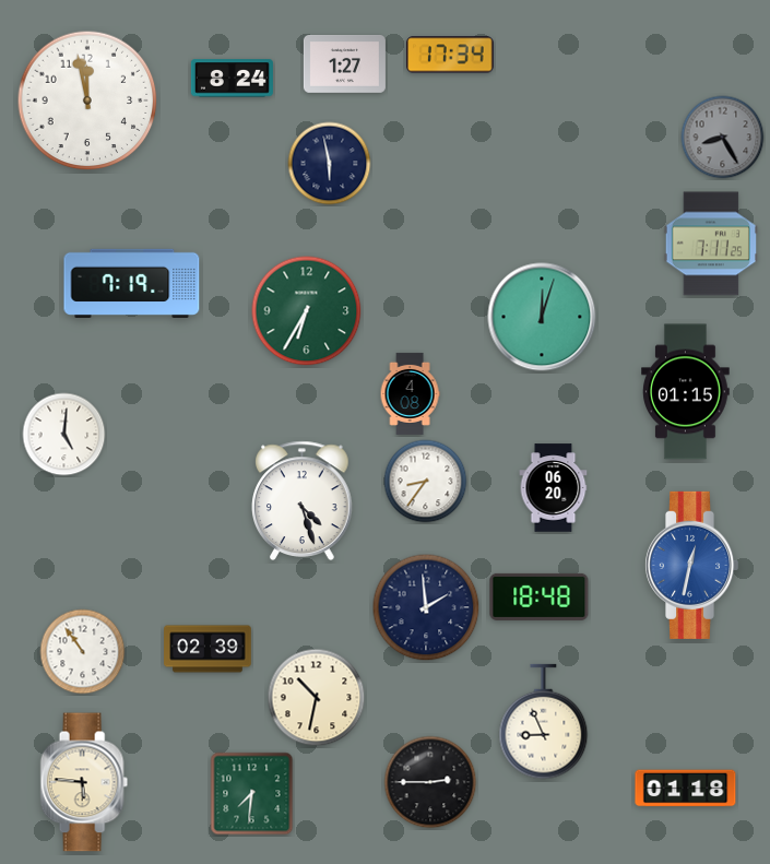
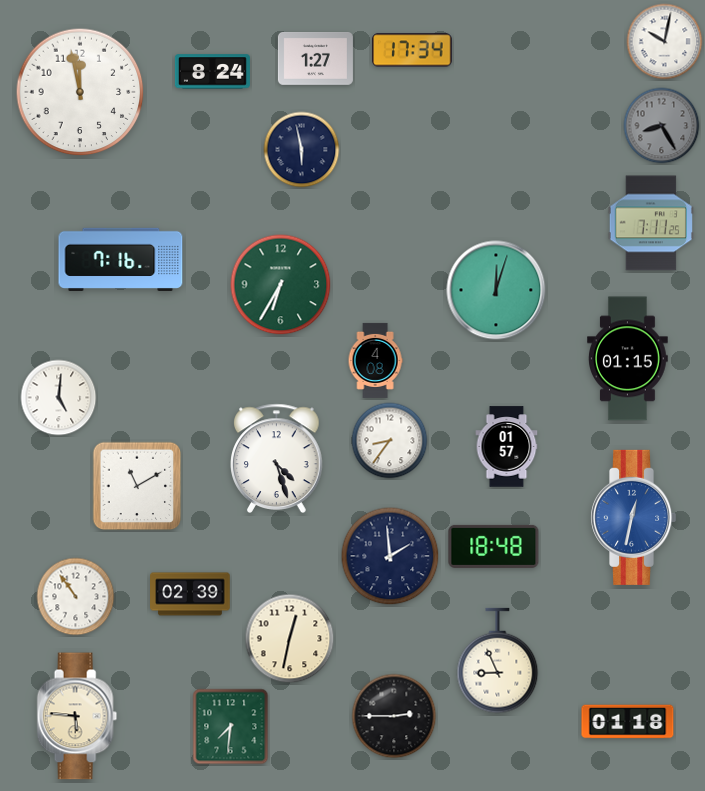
clock at (665, 42): none -> 10:02
clock at (132, 283): 7:19 -> 7:16
clock at (554, 488): 06:20 -> 01:57
clock at (137, 486): none -> 11:10
clock at (317, 698): 10:32 -> 12:32
